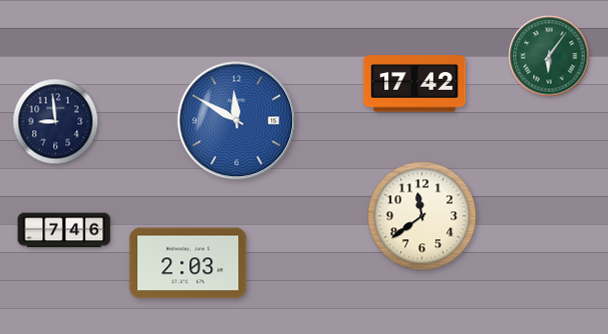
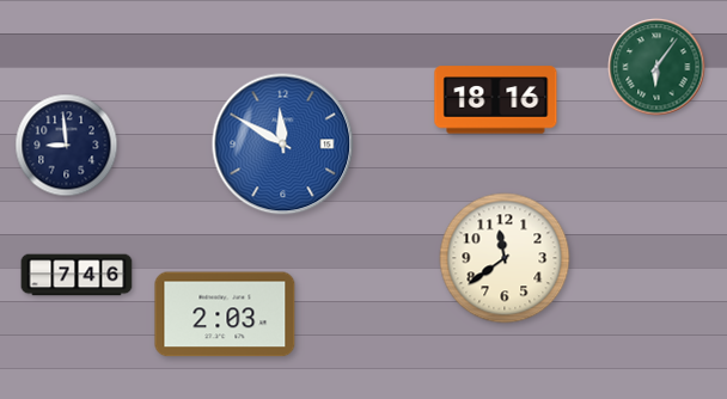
clock at (415, 84): 17:42 -> 18:16
